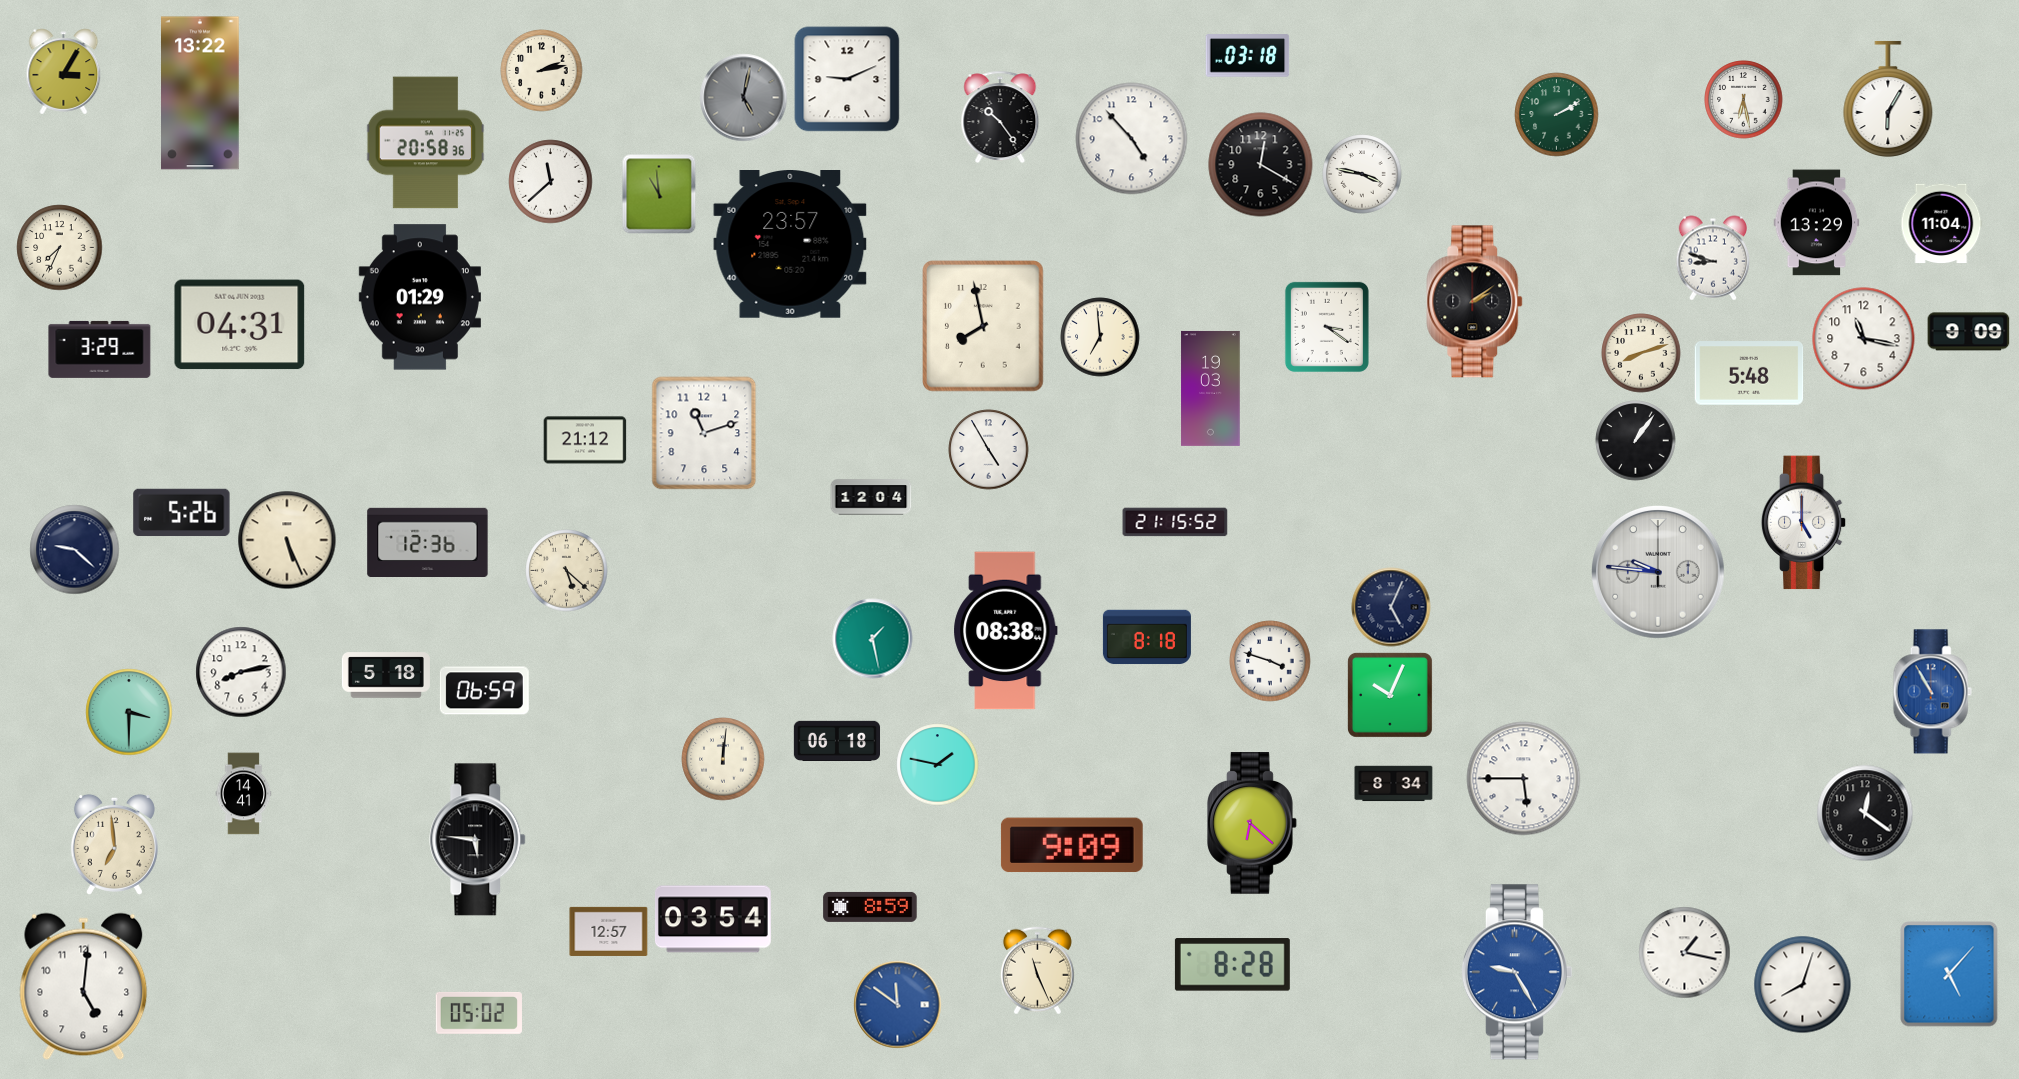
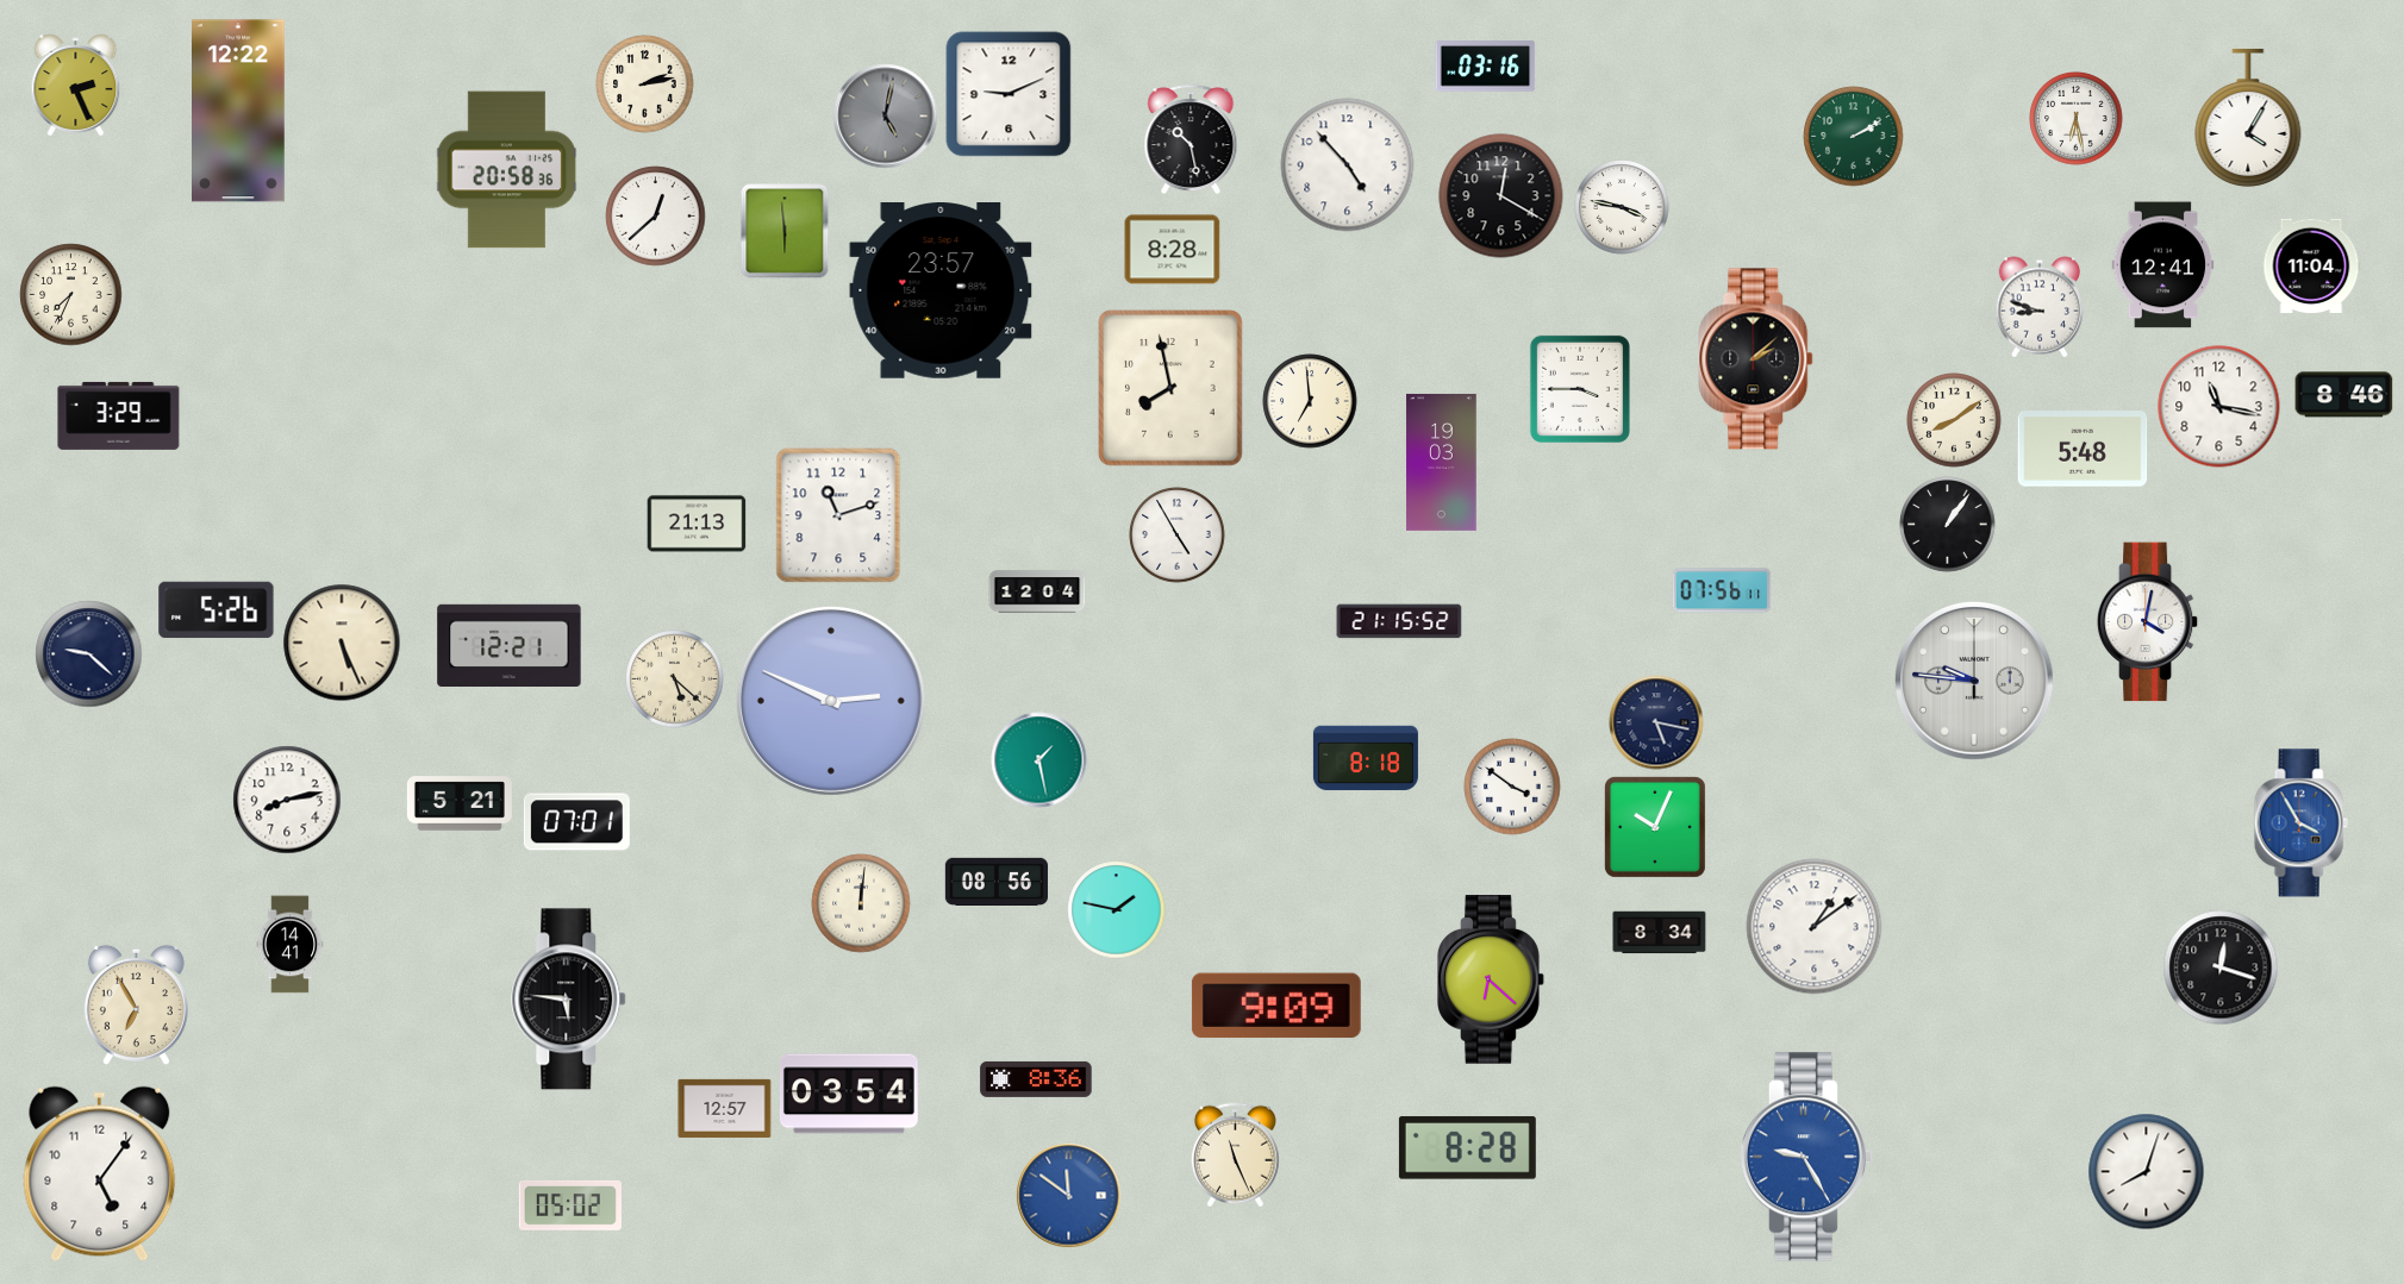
clock at (1248, 56): 03:18 -> 03:16
clock at (64, 72): 3:05 -> 2:26
clock at (201, 93): 13:22 -> 12:22
clock at (1888, 98): 6:05 -> 4:05
clock at (1000, 117): 10:24 -> 10:28
clock at (551, 182): 11:38 -> 12:38
clock at (659, 194): 10:59 -> 5:59
clock at (1173, 250): none -> 8:28
clock at (1817, 223): 13:29 -> 12:41
clock at (420, 297): 01:29 -> none
clock at (1475, 302): 2:09 -> 2:08
clock at (240, 325): 04:31 -> none
clock at (1327, 327): 3:21 -> 3:45
clock at (1969, 332): 9:09 -> 8:46
clock at (1864, 339) position: (1864, 339) -> (2219, 407)
clock at (1641, 353): 8:12 -> 8:09
clock at (1749, 373) position: (1749, 373) -> (2083, 449)
clock at (585, 440): 21:12 -> 21:13
clock at (1722, 590): none -> 07:56
clock at (1804, 523): 5:00 -> 4:02
clock at (428, 542): 12:36 -> 12:21
clock at (831, 701): none -> 2:49
clock at (1391, 607): 5:04 -> 5:17
clock at (1006, 631): 08:38 -> none
clock at (1270, 661): 3:48 -> 3:51
clock at (386, 675): 5:18 -> 5:21
clock at (484, 691): 06:59 -> 07:01
clock at (1932, 692): 10:55 -> 3:55
clock at (129, 712): 3:30 -> none
clock at (836, 740): 06:18 -> 08:56
clock at (1524, 779): 5:45 -> 1:09
clock at (1865, 813): 12:21 -> 12:18
clock at (114, 844): 6:59 -> 6:55
clock at (870, 907): 8:59 -> 8:36
clock at (1685, 953): 1:17 -> none
clock at (1949, 974): 5:07 -> none
clock at (84, 987): 5:01 -> 5:06
